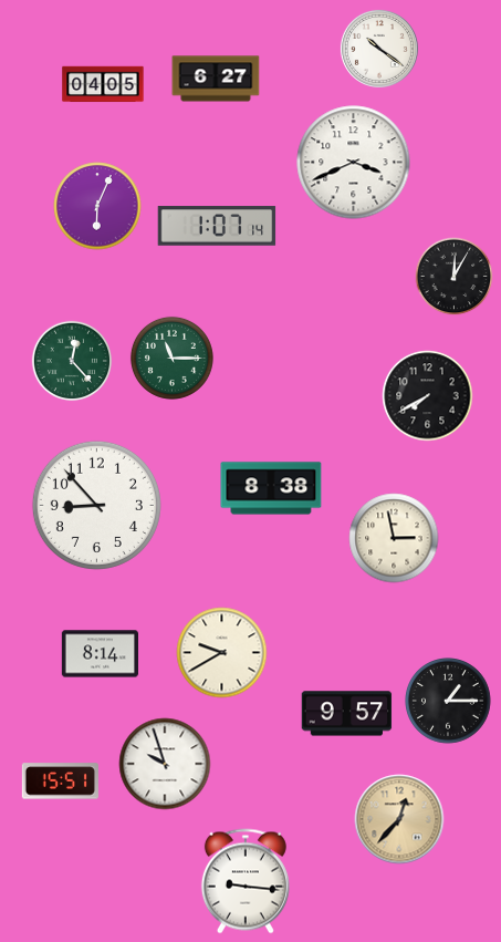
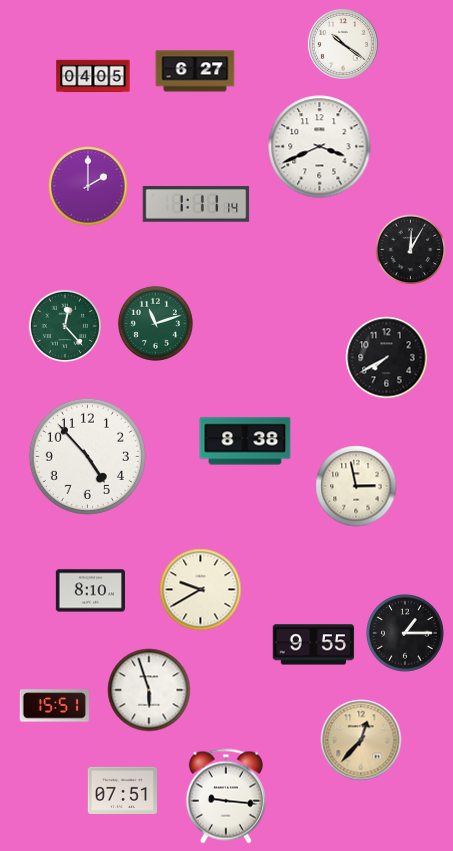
clock at (97, 206): 6:04 -> 2:00
clock at (217, 226): 1:07 -> 1:11
clock at (171, 358): 11:15 -> 11:12
clock at (96, 505): 8:53 -> 4:53
clock at (100, 654): 8:14 -> 8:10
clock at (347, 714): 9:57 -> 9:55
clock at (165, 764): 9:57 -> 5:57
clock at (122, 790): none -> 07:51
clock at (246, 881) position: (246, 881) -> (226, 796)
